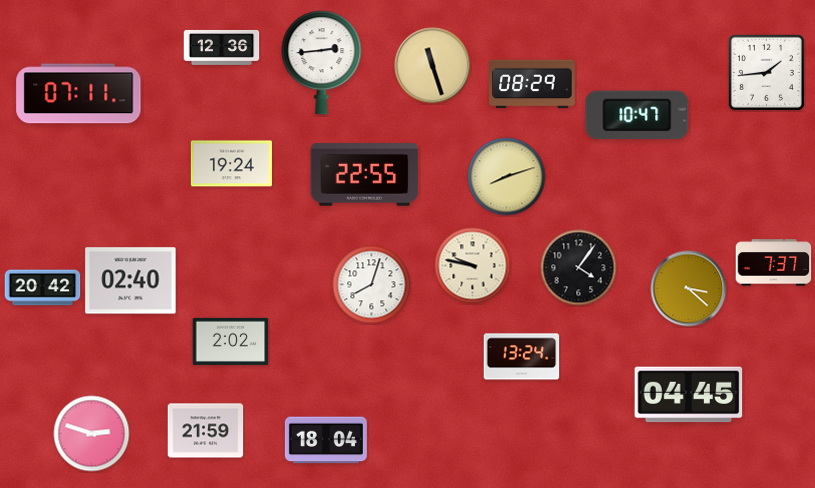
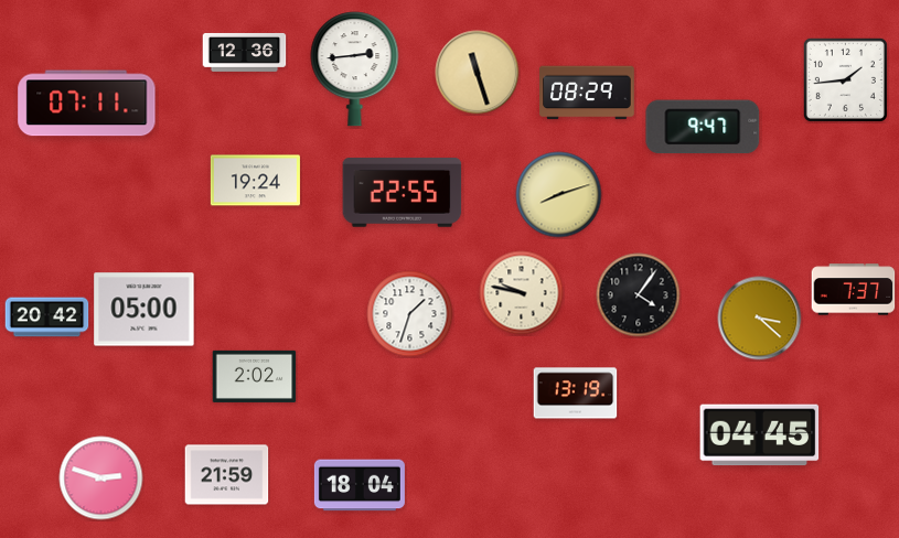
clock at (637, 115): 10:47 -> 9:47
clock at (131, 281): 02:40 -> 05:00
clock at (372, 285): 8:03 -> 1:33
clock at (522, 357): 13:24 -> 13:19
